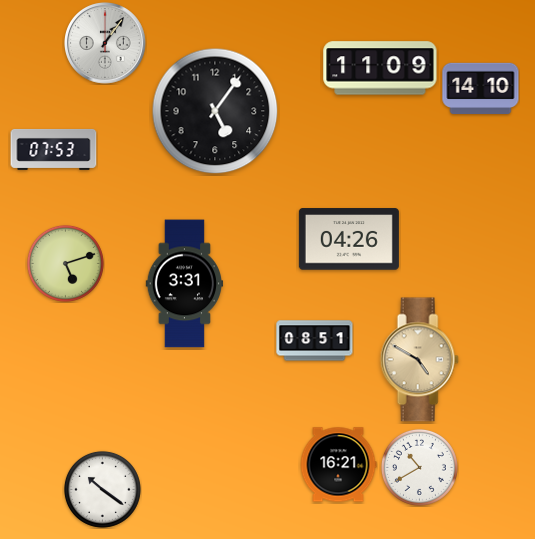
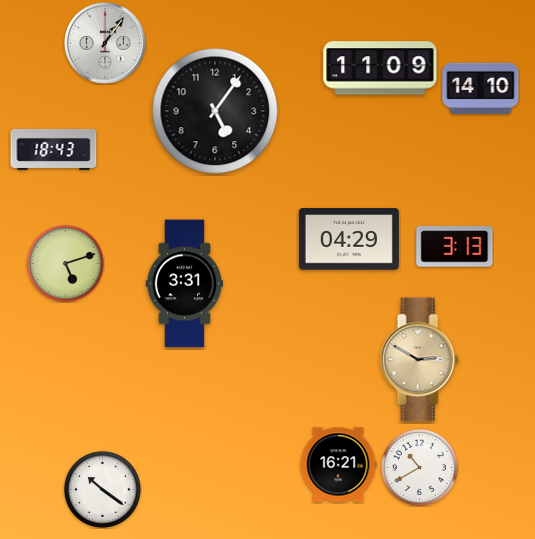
clock at (54, 149): 07:53 -> 18:43
clock at (349, 239): 04:26 -> 04:29
clock at (455, 247): none -> 3:13
clock at (315, 341): 08:51 -> none
clock at (419, 360): 4:50 -> 2:50
